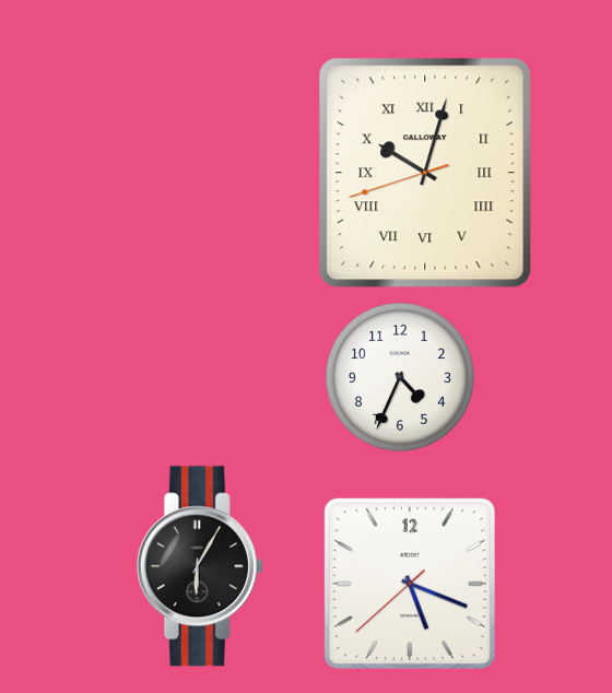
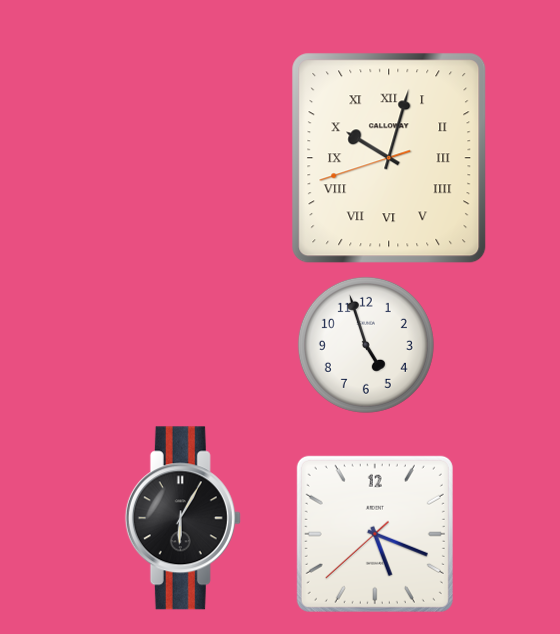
clock at (400, 377): 4:34 -> 4:57
